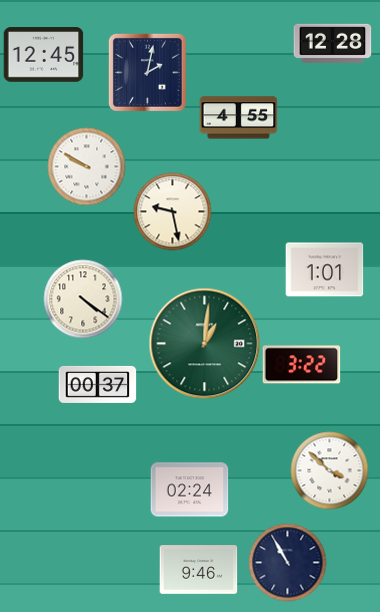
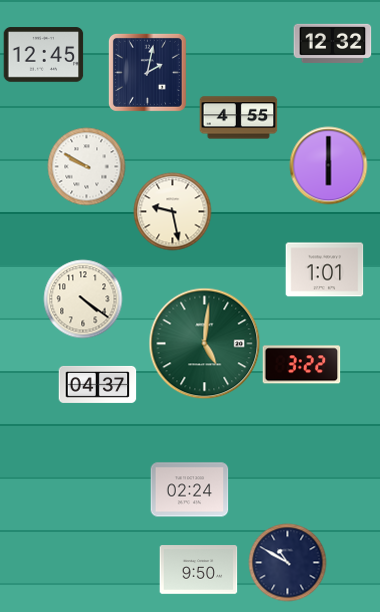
clock at (332, 43): 12:28 -> 12:32
clock at (328, 165): none -> 6:00
clock at (204, 343): 1:01 -> 5:01
clock at (97, 384): 00:37 -> 04:37
clock at (329, 470): 3:52 -> none
clock at (287, 562): 10:55 -> 10:50
clock at (198, 570): 9:46 -> 9:50
